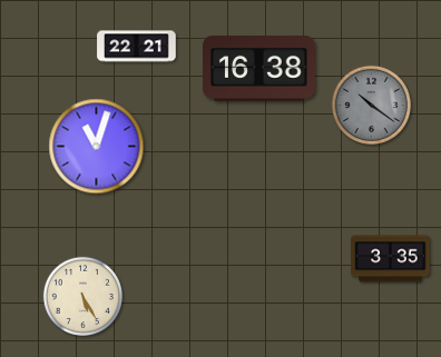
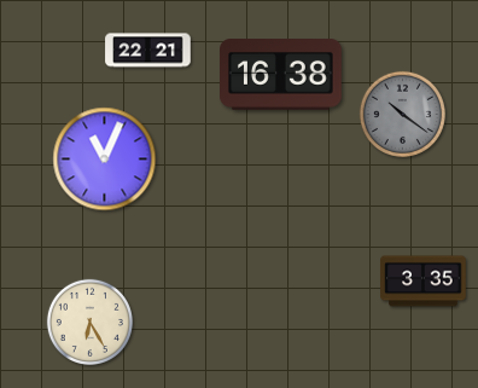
clock at (97, 147): 11:03 -> 11:04
clock at (82, 296): 5:25 -> 6:25
